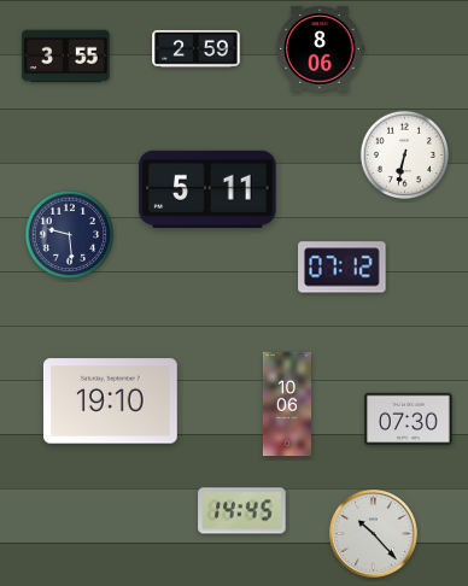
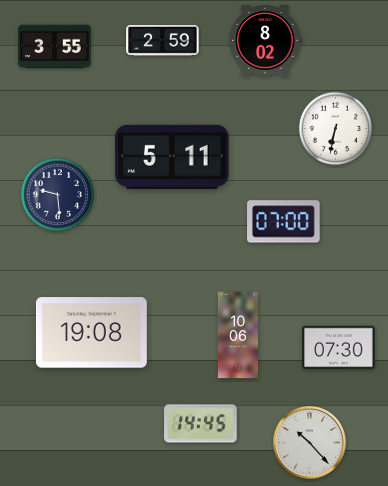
clock at (320, 49): 8:06 -> 8:02
clock at (343, 268): 07:12 -> 07:00
clock at (110, 402): 19:10 -> 19:08
